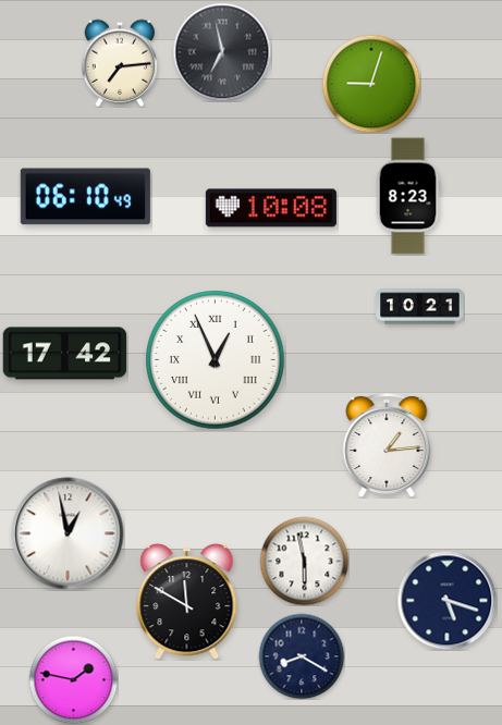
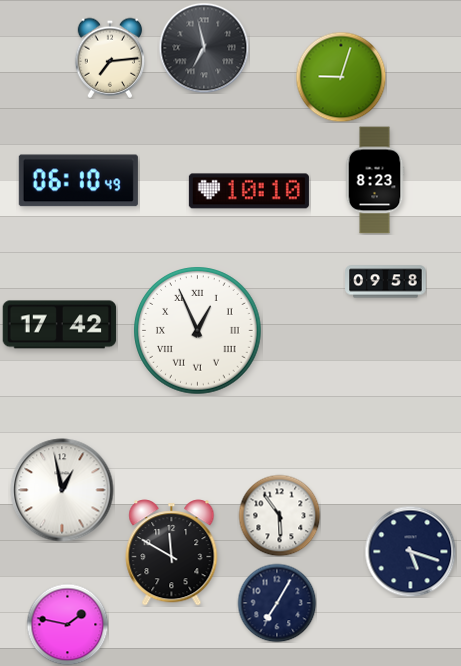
clock at (271, 208): 10:08 -> 10:10
clock at (420, 307): 10:21 -> 09:58
clock at (387, 445): 1:14 -> none
clock at (304, 561): 5:58 -> 5:54
clock at (302, 656): 8:20 -> 7:05
